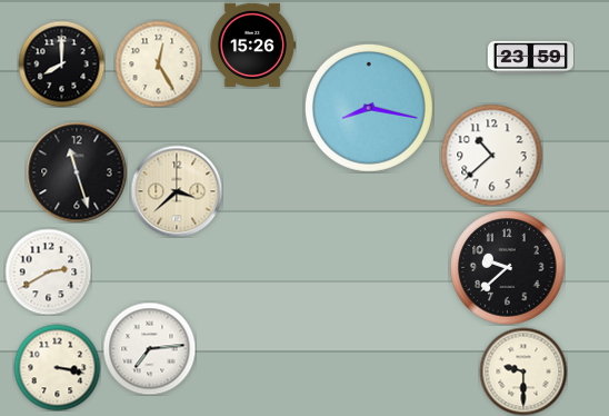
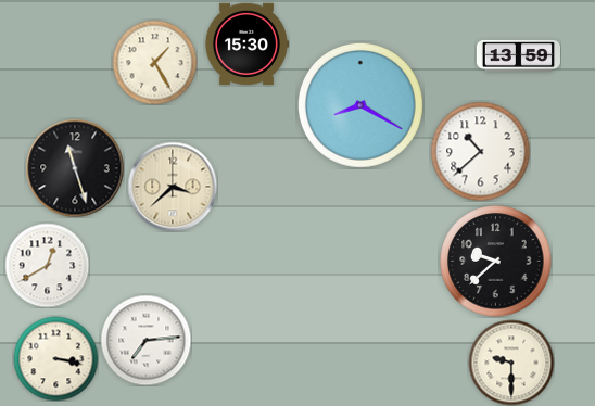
clock at (252, 44): 15:26 -> 15:30
clock at (530, 57): 23:59 -> 13:59
clock at (61, 63): 8:00 -> none
clock at (158, 63): 12:25 -> 1:25
clock at (369, 108): 8:17 -> 8:20
clock at (48, 271): 2:40 -> 12:40
